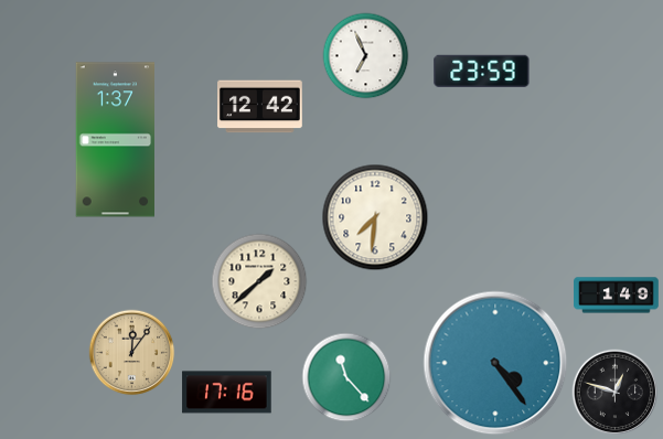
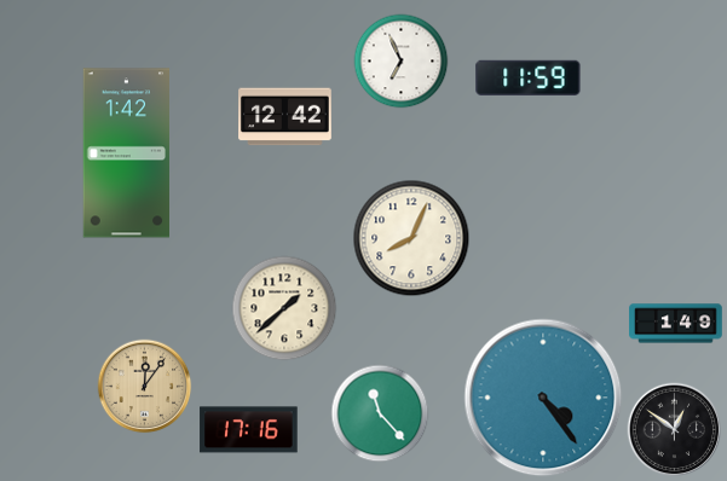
clock at (482, 71): 23:59 -> 11:59
clock at (115, 140): 1:37 -> 1:42
clock at (375, 217): 7:31 -> 8:04
clock at (614, 392): 12:48 -> 12:51
